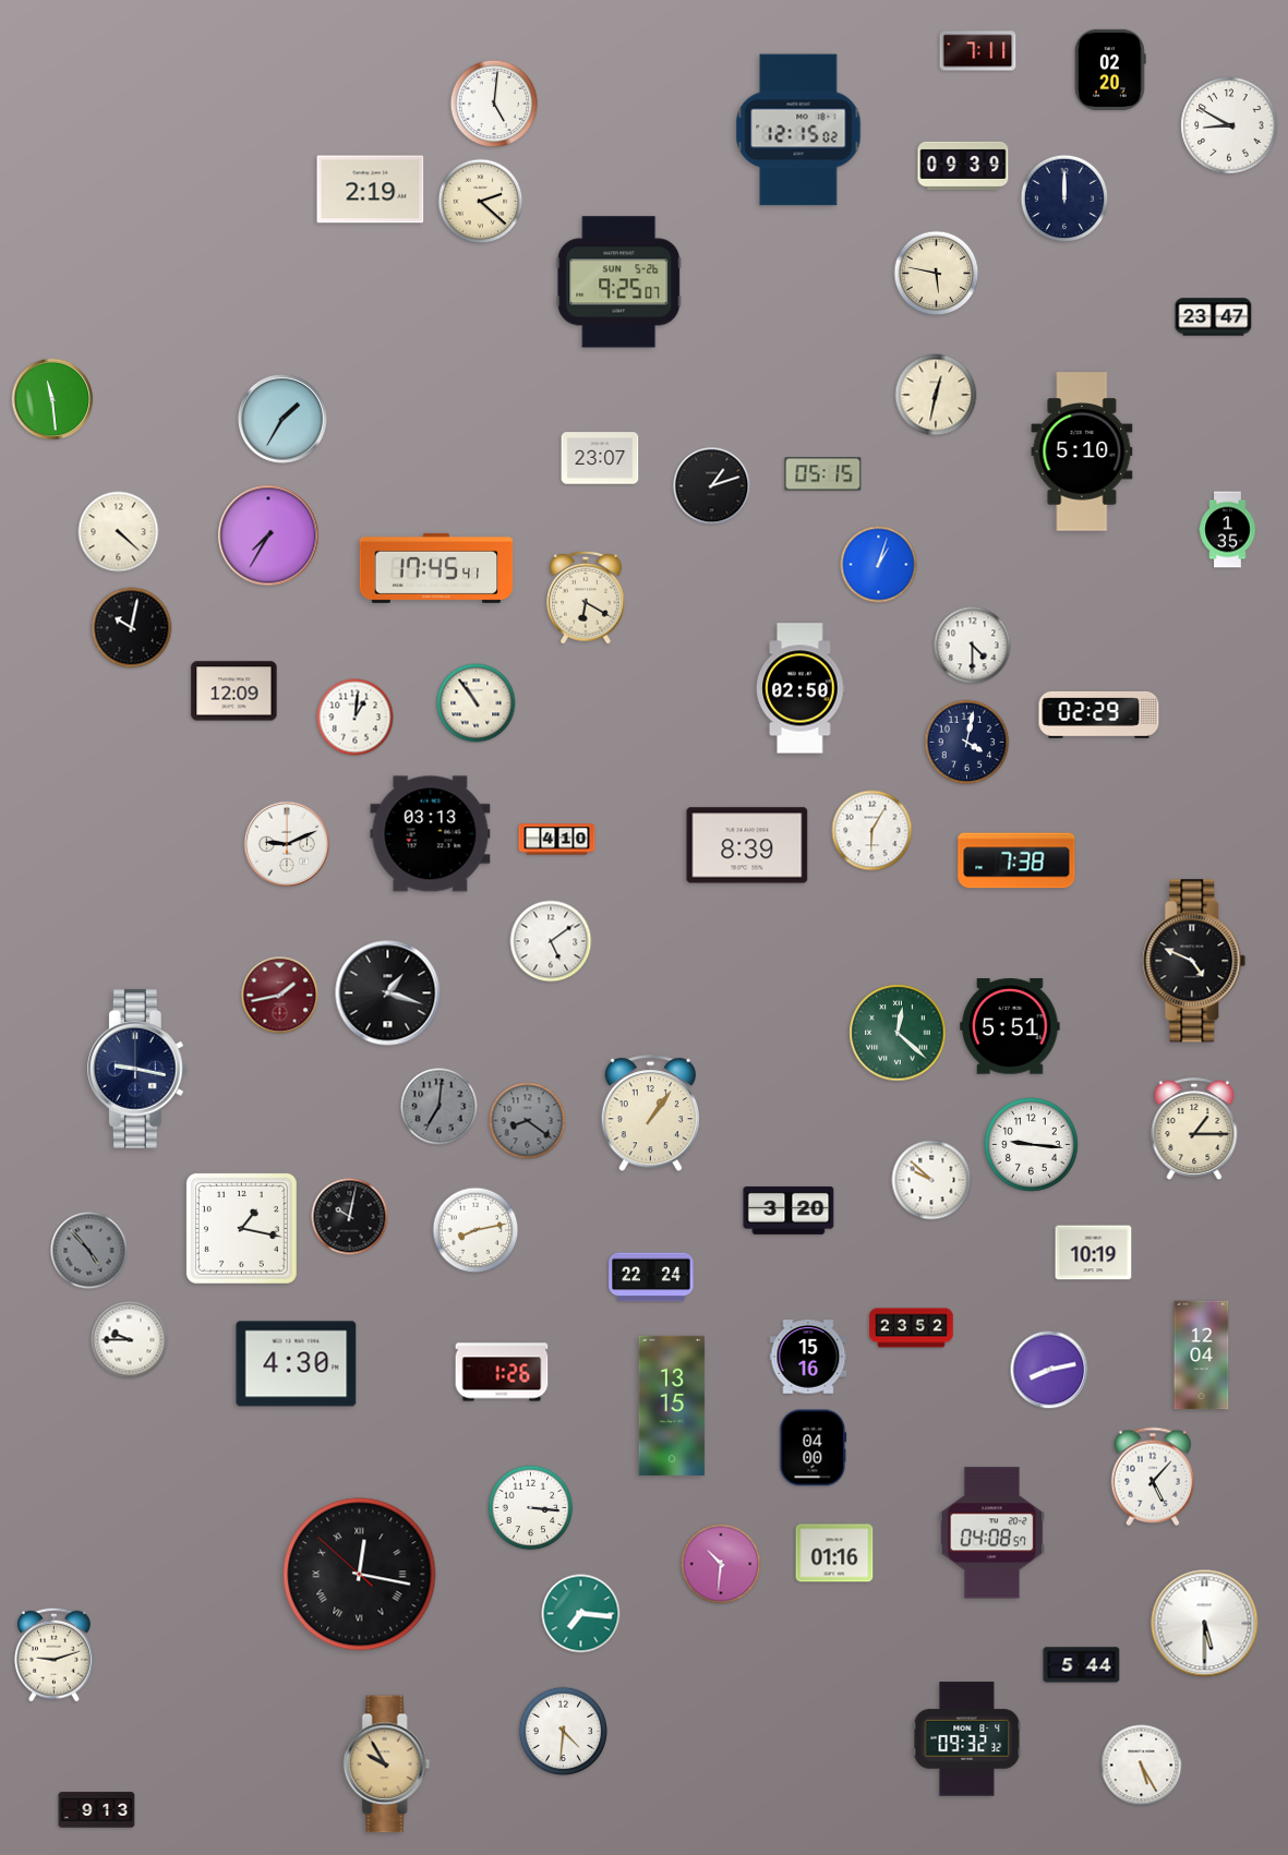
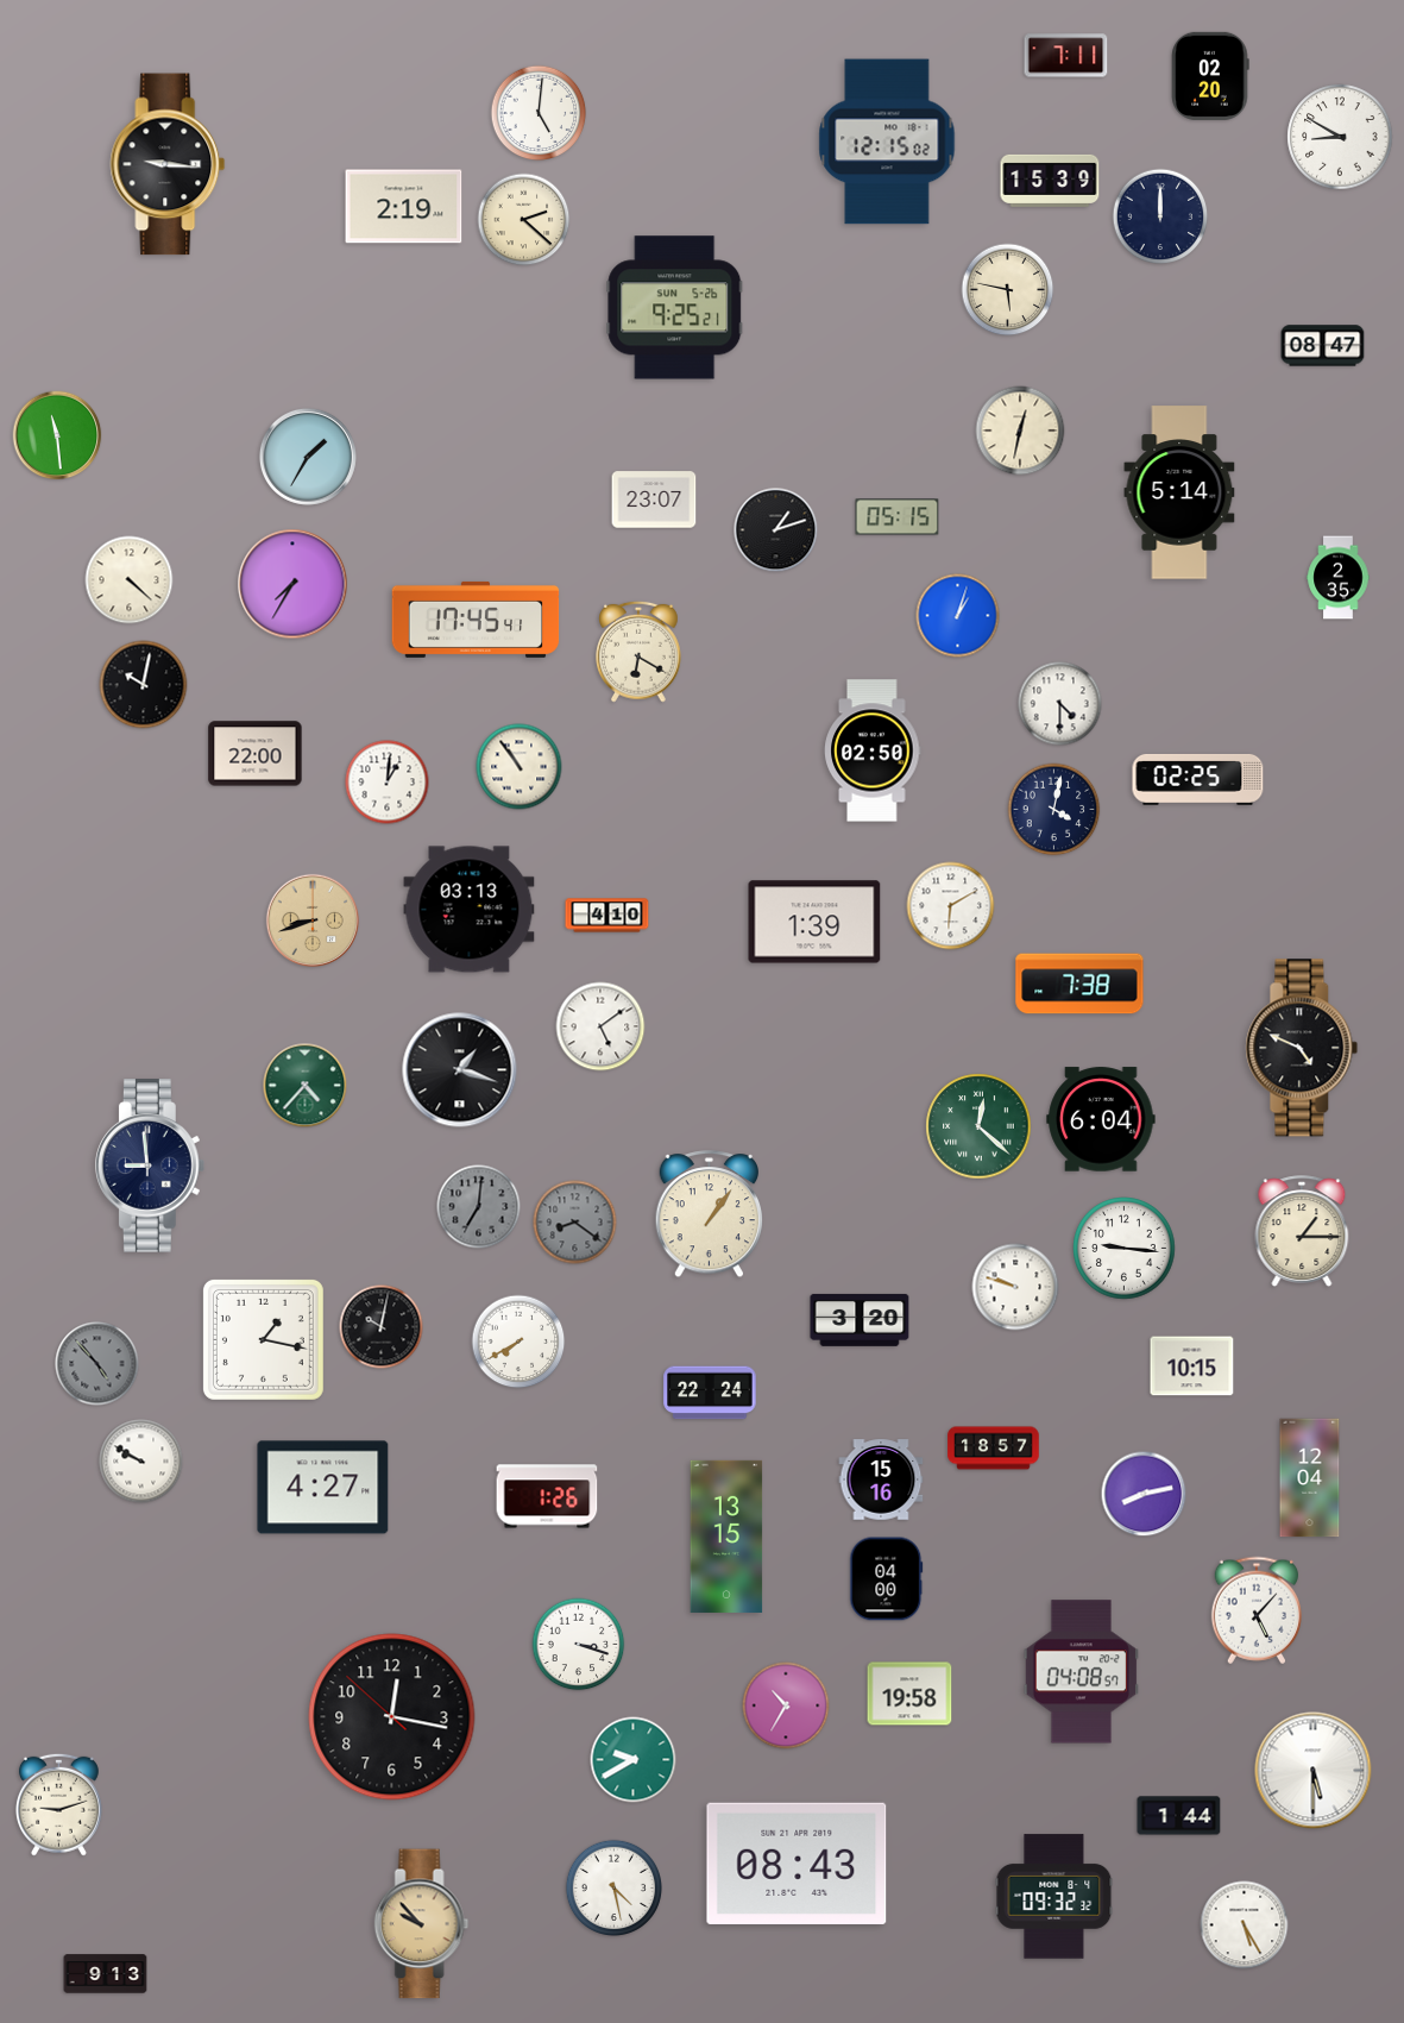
clock at (798, 130) position: (798, 130) -> (887, 142)
clock at (168, 164): none -> 9:16
clock at (963, 166): 09:39 -> 15:39
clock at (937, 274) position: (937, 274) -> (1008, 290)
clock at (619, 282): 9:25:07 -> 9:25:21
clock at (1214, 317): 23:47 -> 08:47
clock at (1082, 451): 5:10 -> 5:14
clock at (1228, 530): 1:35 -> 2:35
clock at (234, 691): 12:09 -> 22:00
clock at (1099, 714): 02:29 -> 02:25
clock at (872, 831): 6:05 -> 6:10
clock at (286, 843): 9:11 -> 8:42
clock at (286, 843) dial: white -> champagne
clock at (747, 845): 8:39 -> 1:39
clock at (1016, 860) position: (1016, 860) -> (1079, 984)
clock at (388, 993) position: (388, 993) -> (460, 1070)
clock at (280, 996): 1:43 -> 4:37
clock at (280, 996) dial: burgundy -> green
clock at (1010, 1026): 5:51 -> 6:04
clock at (139, 1069): 9:17 -> 8:59
clock at (931, 1180): 9:52 -> 9:48
clock at (476, 1230): 8:13 -> 7:40
clock at (1094, 1253): 10:19 -> 10:15
clock at (912, 1328): 23:52 -> 18:57
clock at (130, 1340): 9:45 -> 9:50
clock at (297, 1364): 4:30 -> 4:27
clock at (672, 1406) position: (672, 1406) -> (726, 1537)
clock at (531, 1508): 3:16 -> 3:18
clock at (834, 1553): 01:16 -> 19:58
clock at (721, 1564): 10:31 -> 10:35
clock at (360, 1575) numerals: Roman -> Arabic
clock at (581, 1614): 7:16 -> 9:40
clock at (1082, 1665): 5:44 -> 1:44
clock at (797, 1864): none -> 08:43
clock at (563, 1731): 4:31 -> 4:28
clock at (387, 1764): 9:55 -> 9:53
